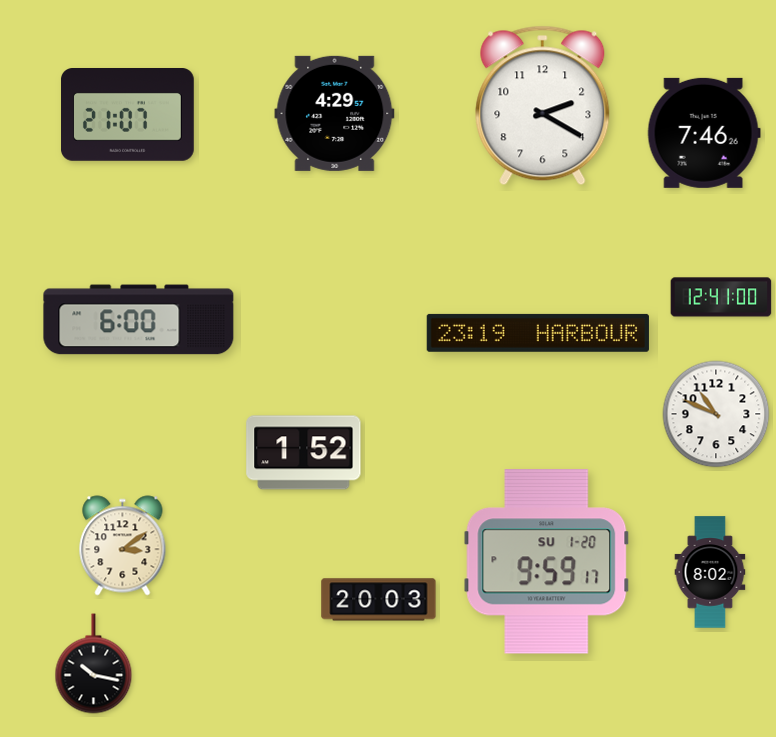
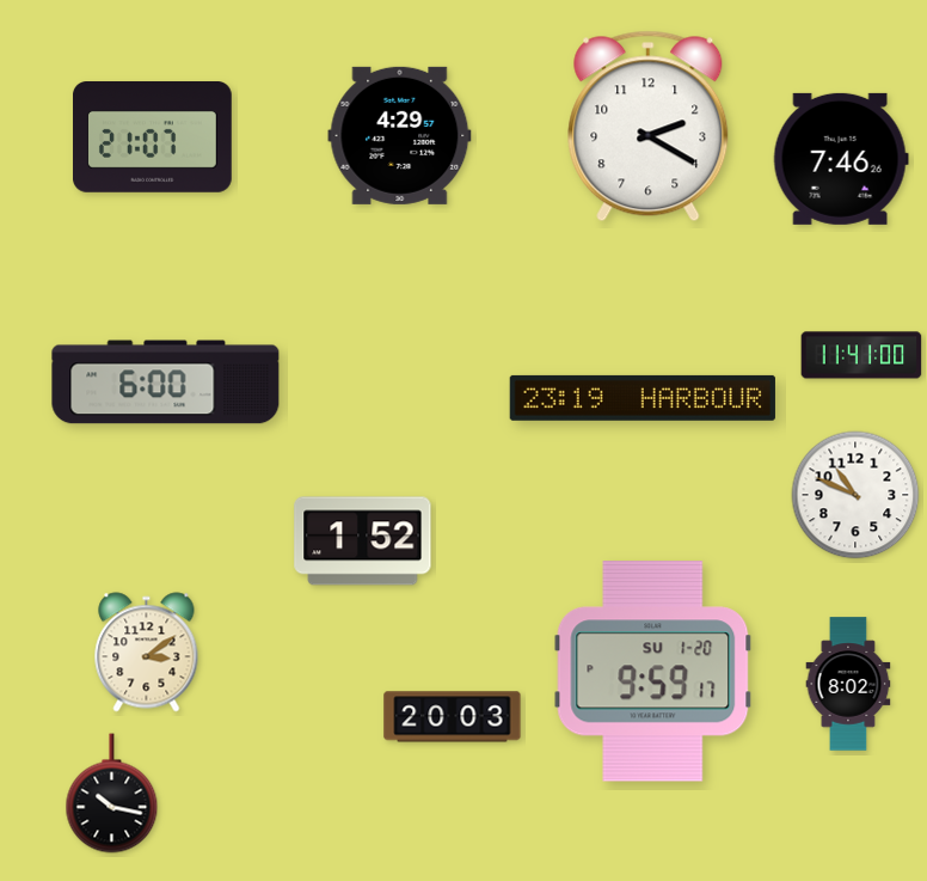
clock at (721, 297): 12:41 -> 11:41
